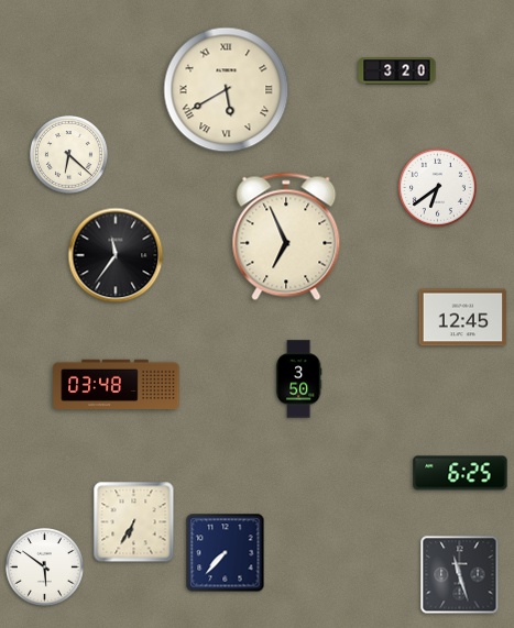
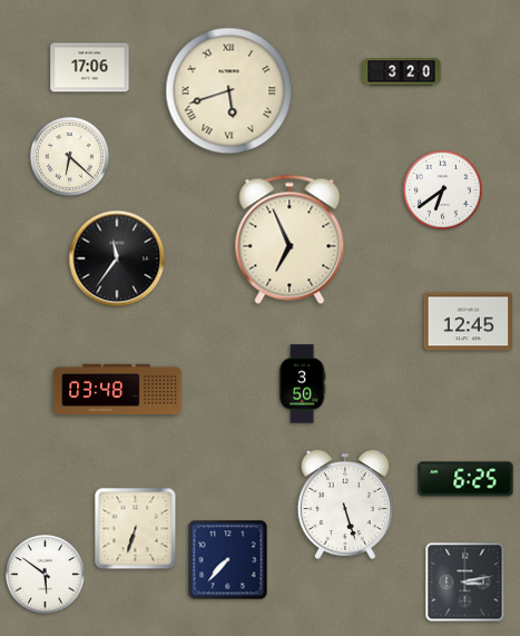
clock at (90, 68): none -> 17:06
clock at (227, 90): 5:40 -> 5:42
clock at (345, 505): none -> 5:27
clock at (134, 522): 6:35 -> 6:33
clock at (460, 575): 11:27 -> 3:13
